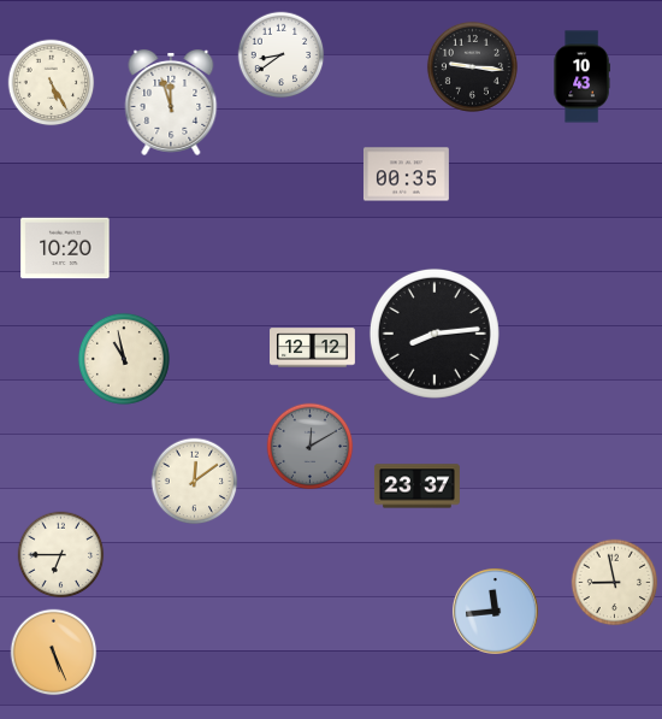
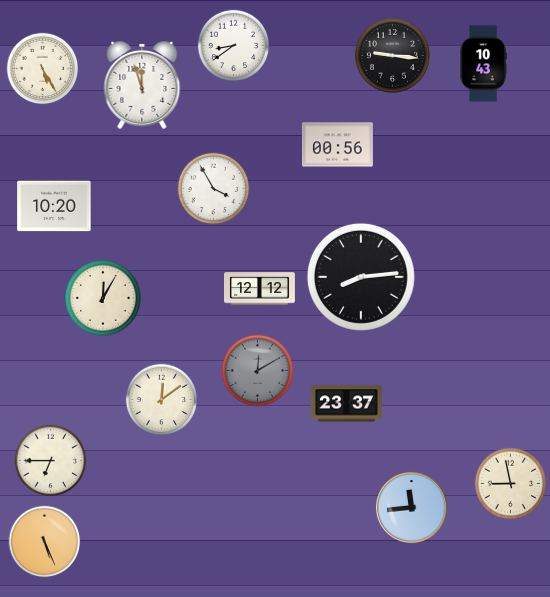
clock at (407, 175): 00:35 -> 00:56
clock at (214, 189): none -> 3:55
clock at (124, 359): 10:58 -> 12:05
